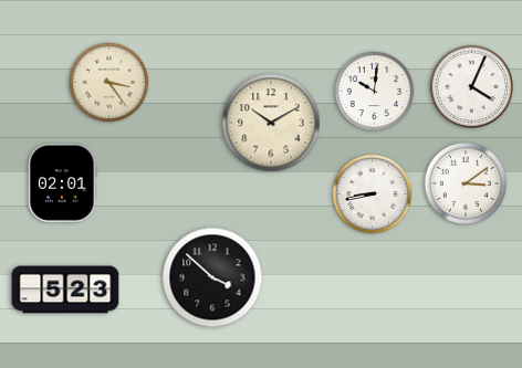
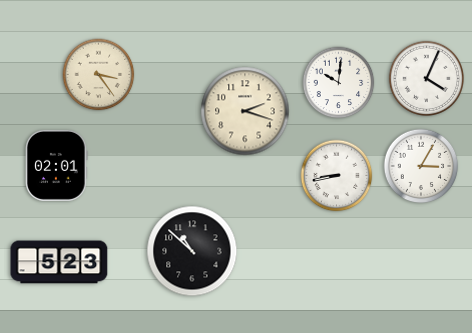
clock at (271, 123): 10:10 -> 2:18
clock at (466, 183): 3:09 -> 3:05
clock at (212, 277): 3:52 -> 10:52
